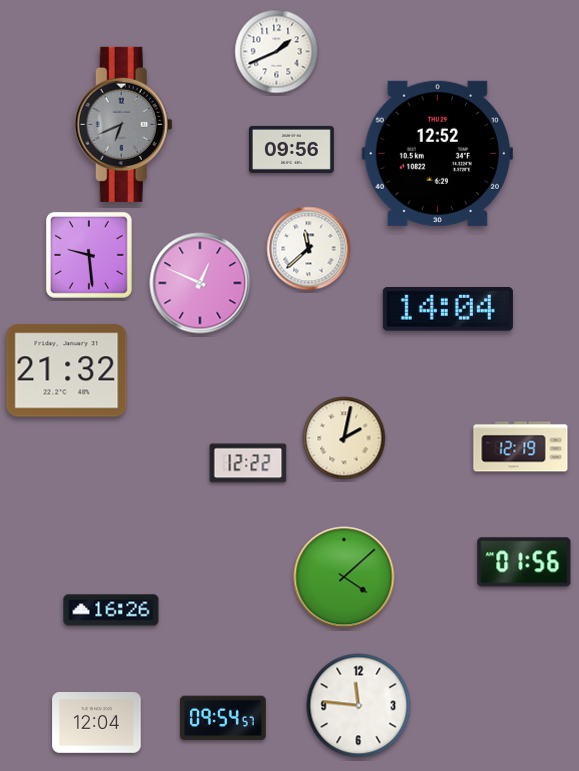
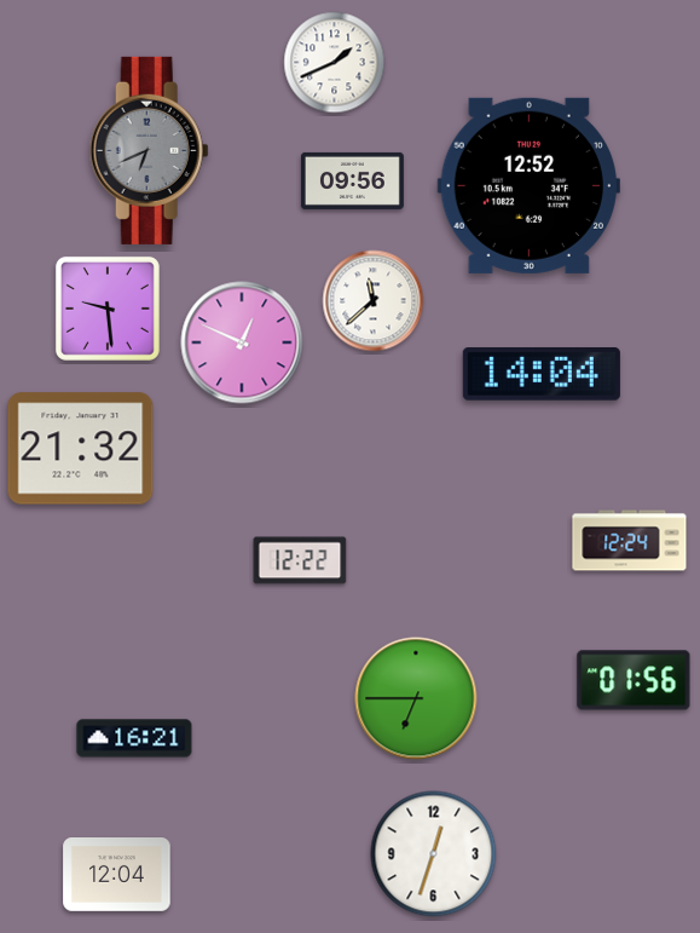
clock at (344, 438): 2:02 -> none
clock at (521, 447): 12:19 -> 12:24
clock at (344, 577): 4:08 -> 6:45
clock at (111, 610): 16:26 -> 16:21
clock at (359, 706): 11:46 -> 12:33
clock at (223, 718): 09:54 -> none
